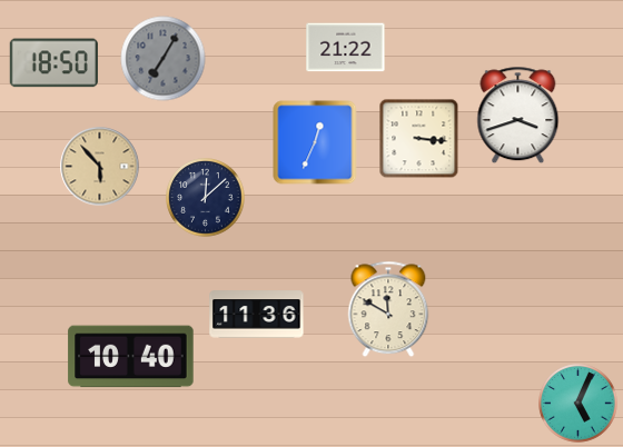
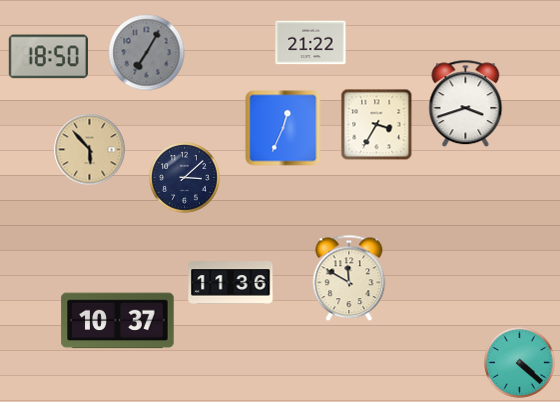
clock at (419, 139): 3:16 -> 3:35
clock at (206, 198): 12:08 -> 3:08
clock at (131, 357): 10:40 -> 10:37
clock at (578, 404): 5:04 -> 4:22
